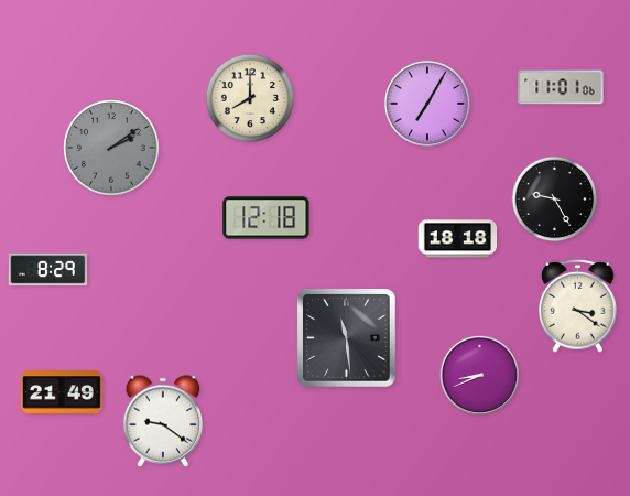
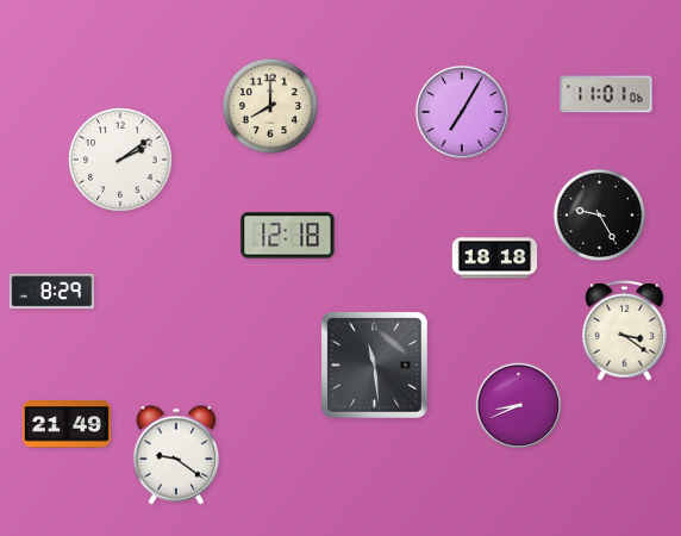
clock at (111, 148) dial: grey -> white
